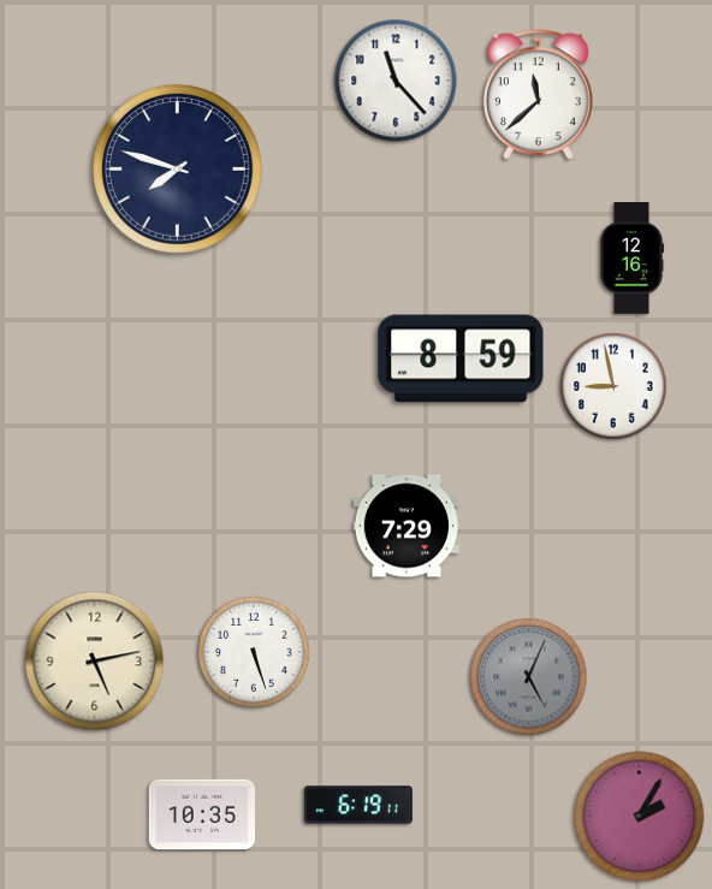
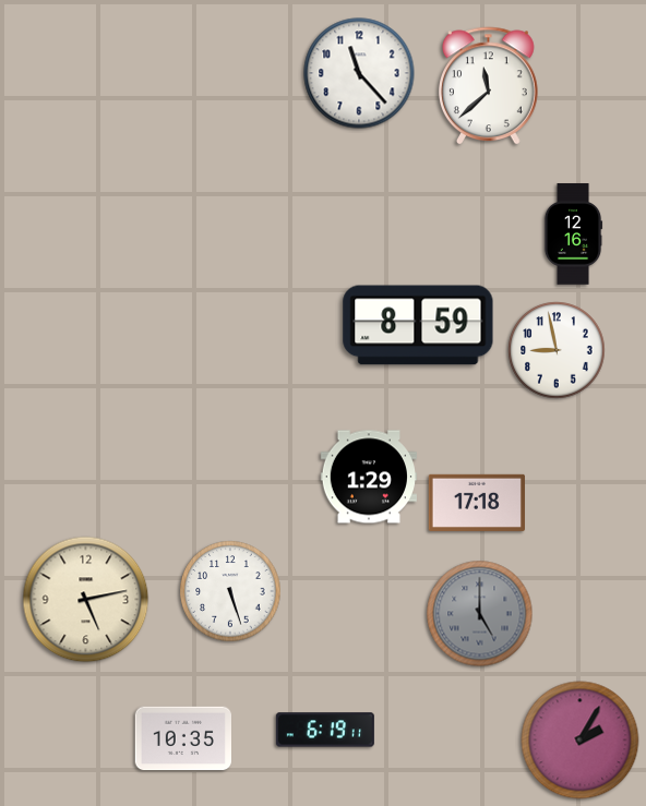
clock at (177, 168): 7:48 -> none
clock at (405, 526): 7:29 -> 1:29
clock at (476, 503): none -> 17:18
clock at (529, 677): 5:04 -> 5:00
